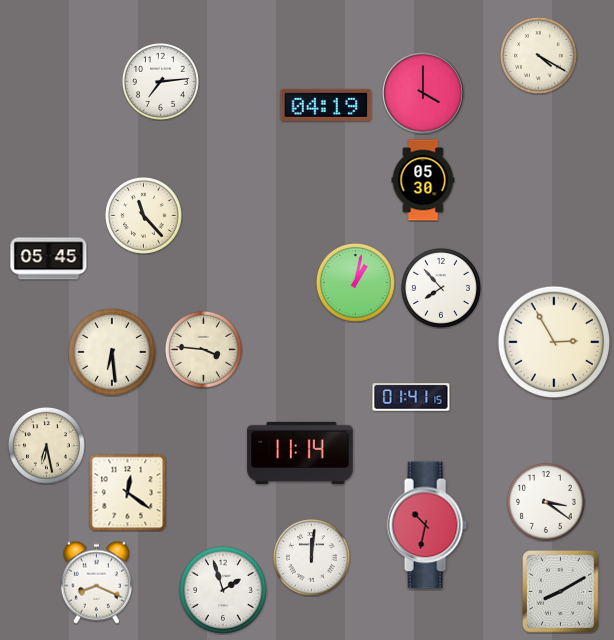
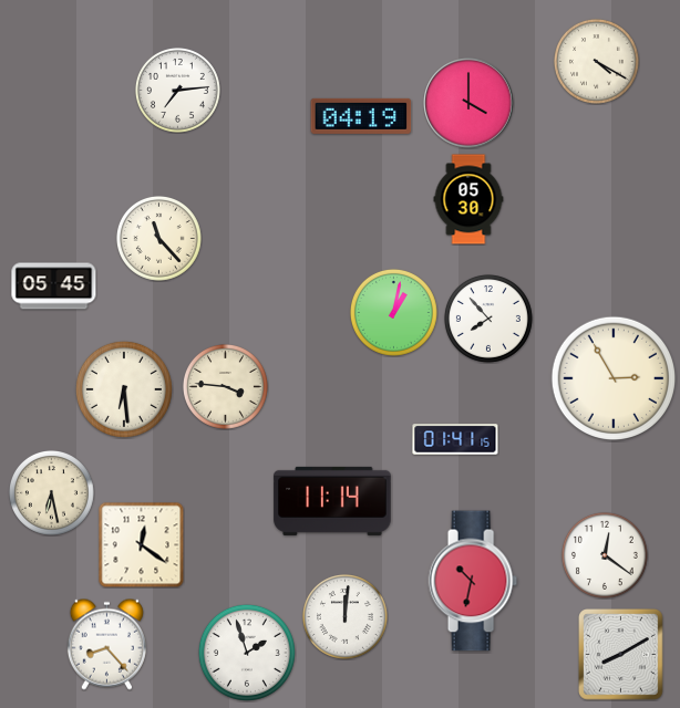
clock at (546, 502): 3:21 -> 12:21
clock at (96, 582): 8:19 -> 8:23
